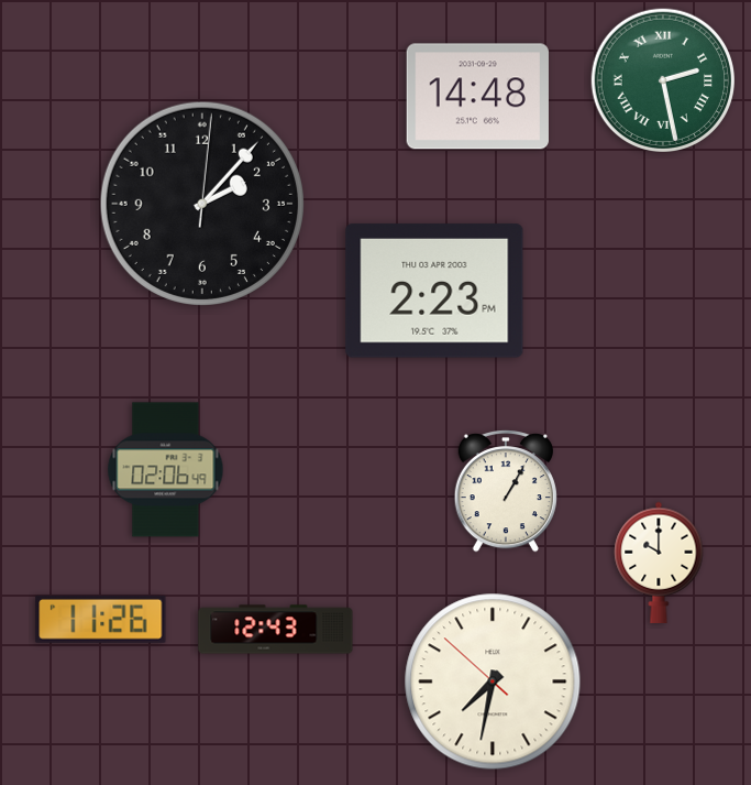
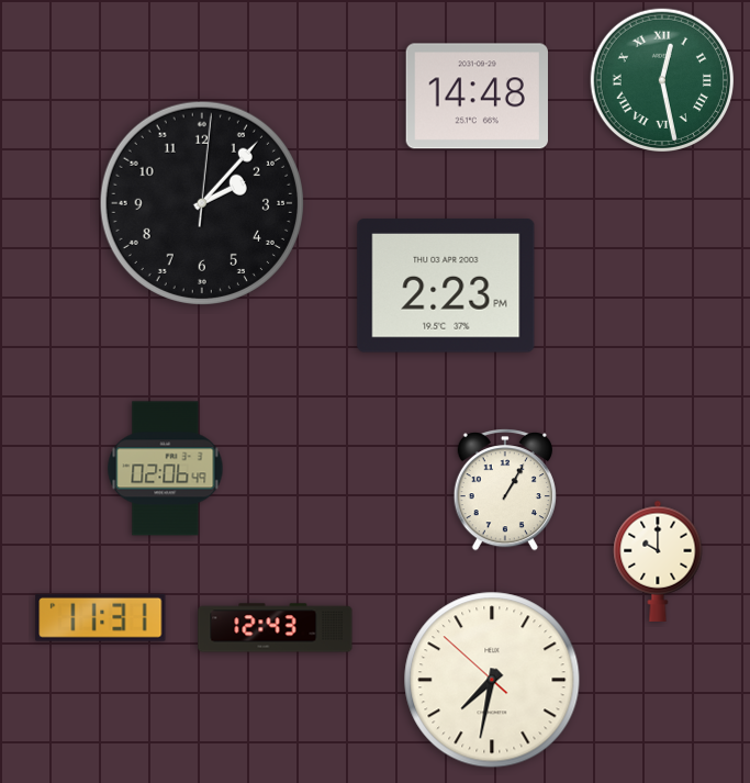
clock at (662, 79): 2:28 -> 12:28
clock at (434, 291) position: (434, 291) -> (446, 286)
clock at (101, 619): 11:26 -> 11:31
